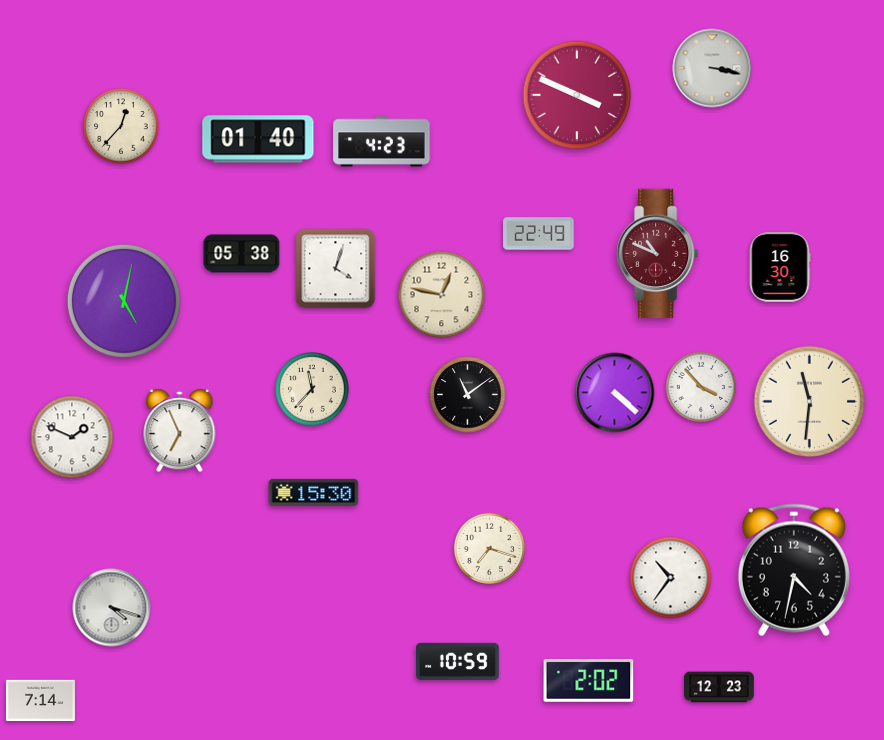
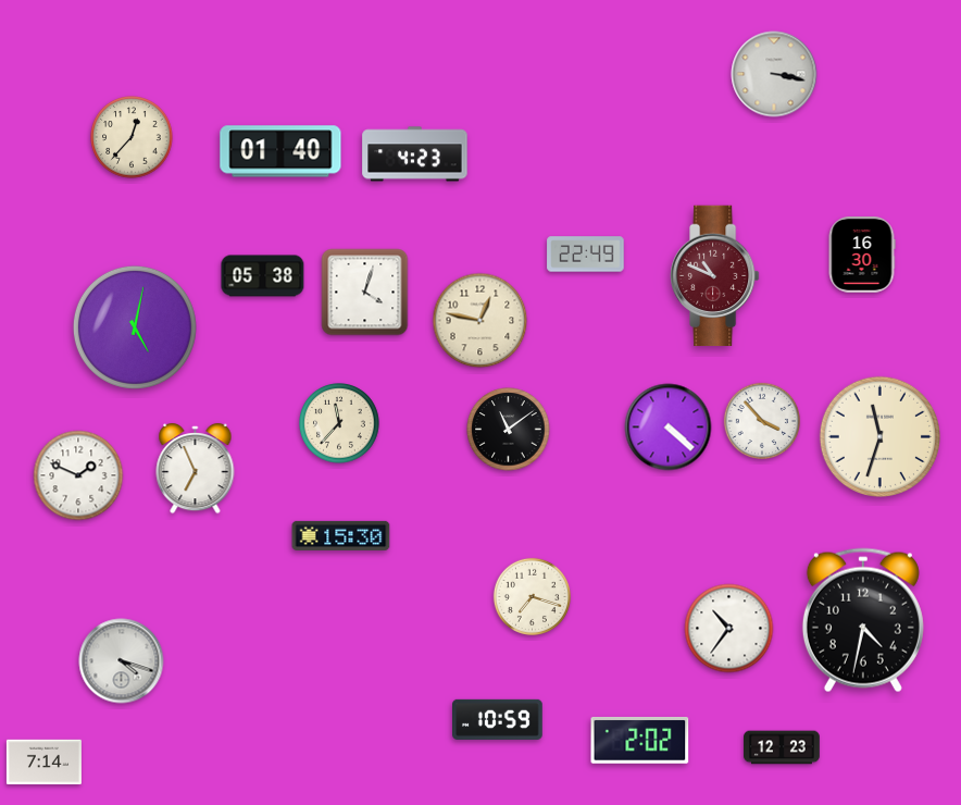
clock at (577, 95): 3:49 -> none
clock at (780, 268) position: (780, 268) -> (862, 256)
clock at (809, 401): 11:31 -> 11:33
